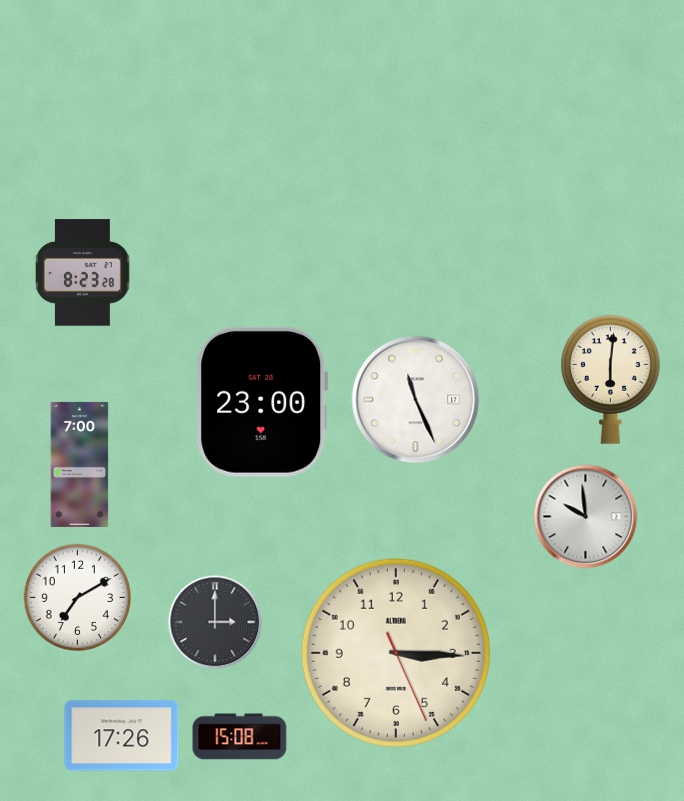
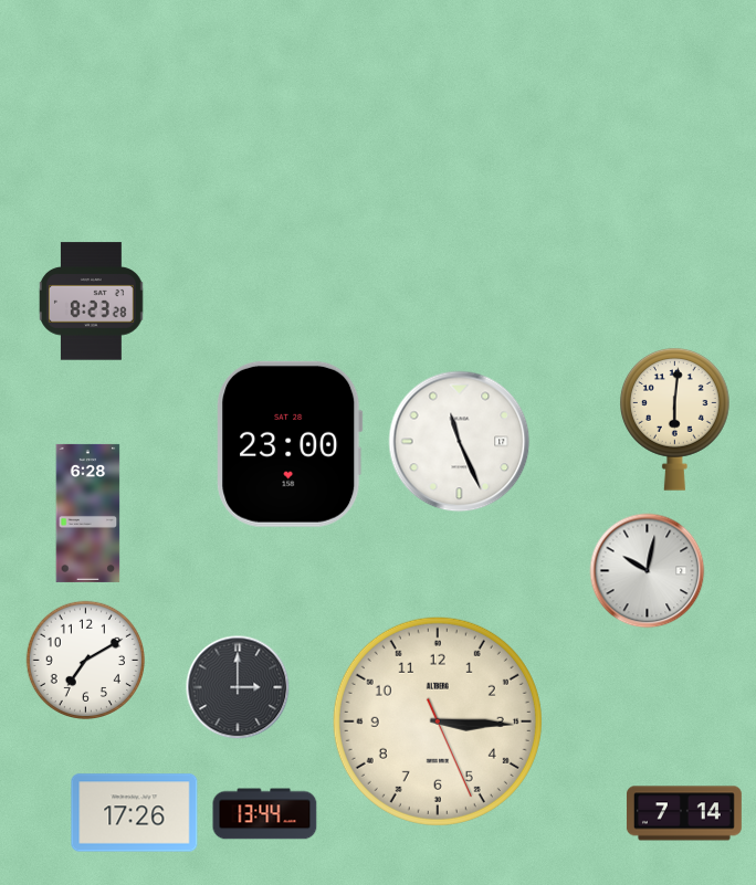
clock at (80, 464): 7:00 -> 6:28
clock at (586, 517): 9:59 -> 10:02
clock at (684, 813): none -> 7:14
clock at (240, 737): 15:08 -> 13:44
